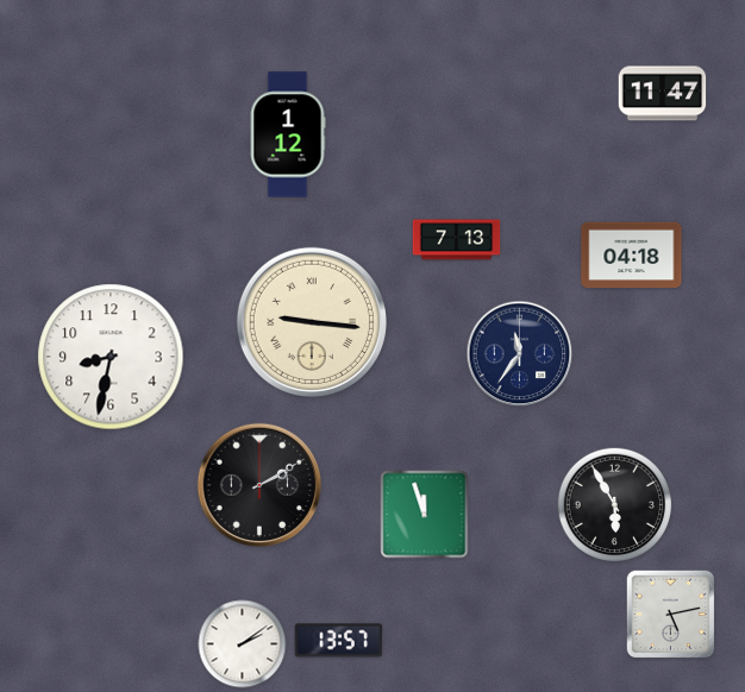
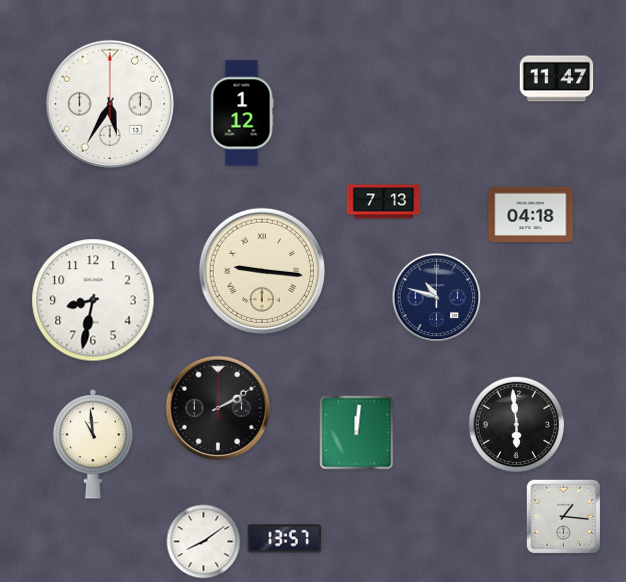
clock at (110, 104): none -> 5:35
clock at (520, 354): 11:36 -> 10:48
clock at (615, 505): 5:55 -> 5:59
clock at (425, 515): 11:57 -> 12:01
clock at (93, 444): none -> 10:59
clock at (671, 615): 5:13 -> 1:16
clock at (243, 644): 2:09 -> 8:09
